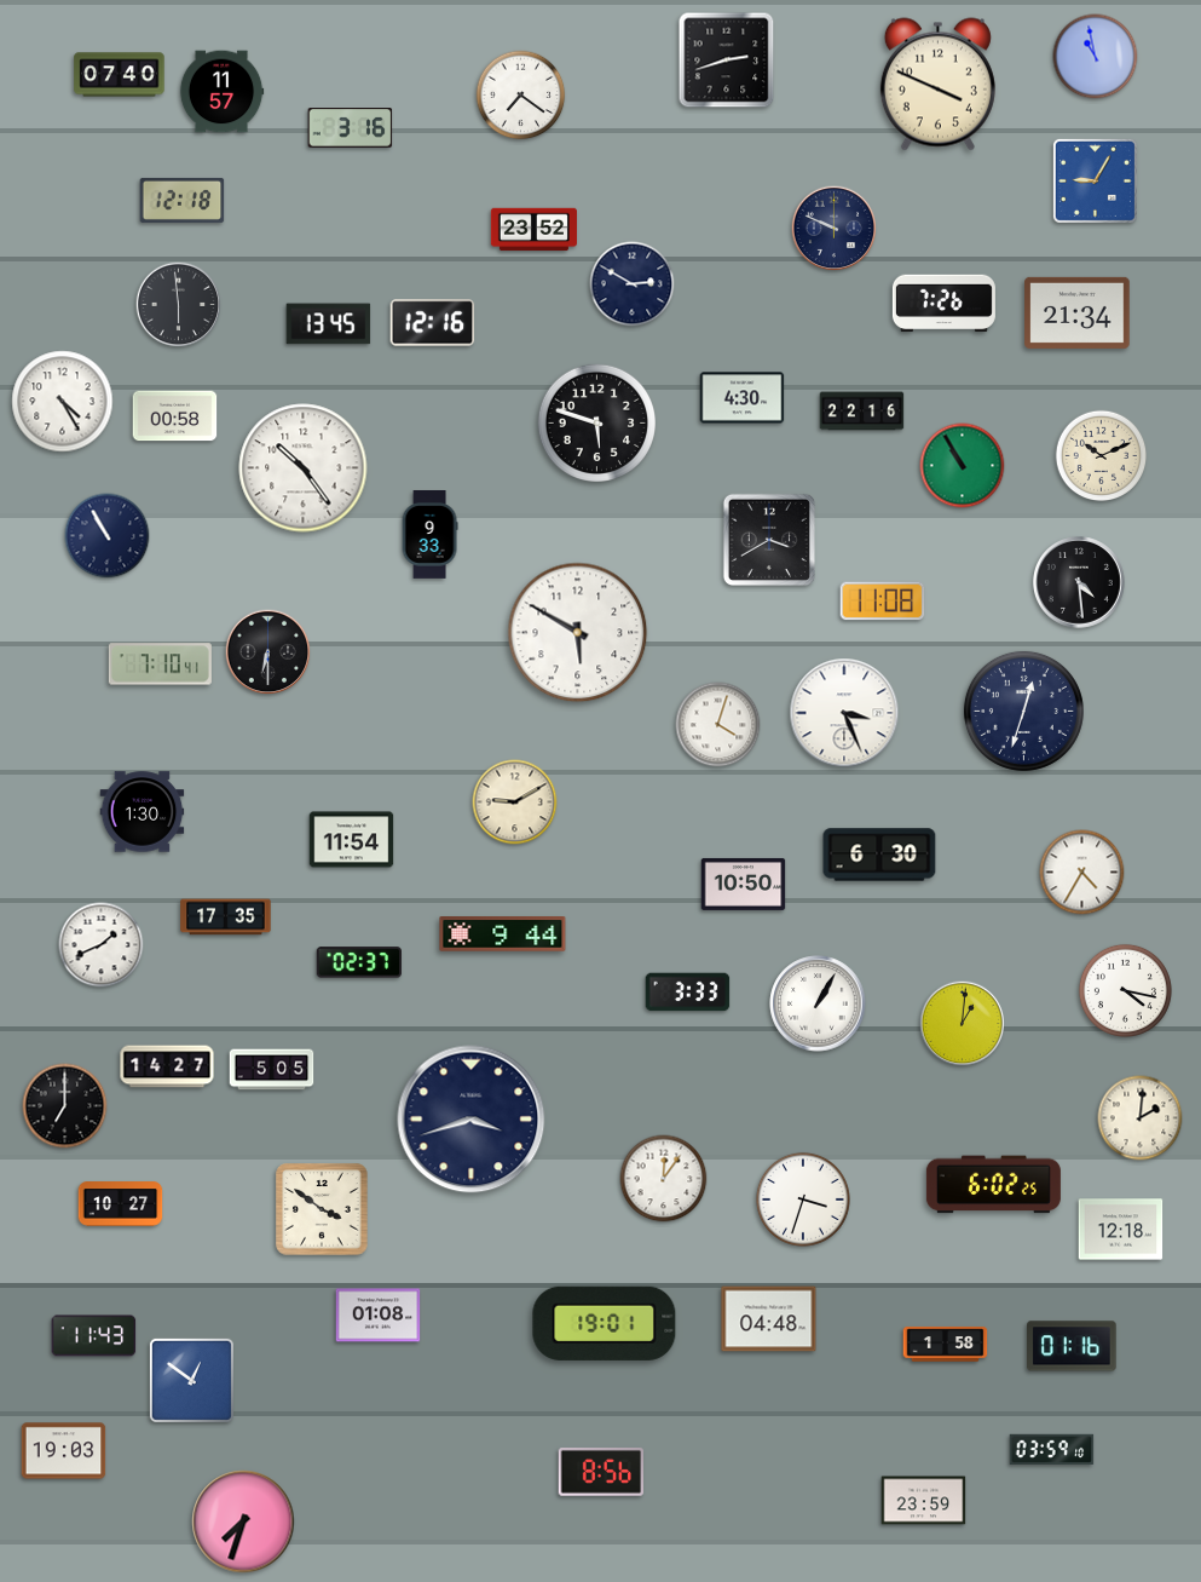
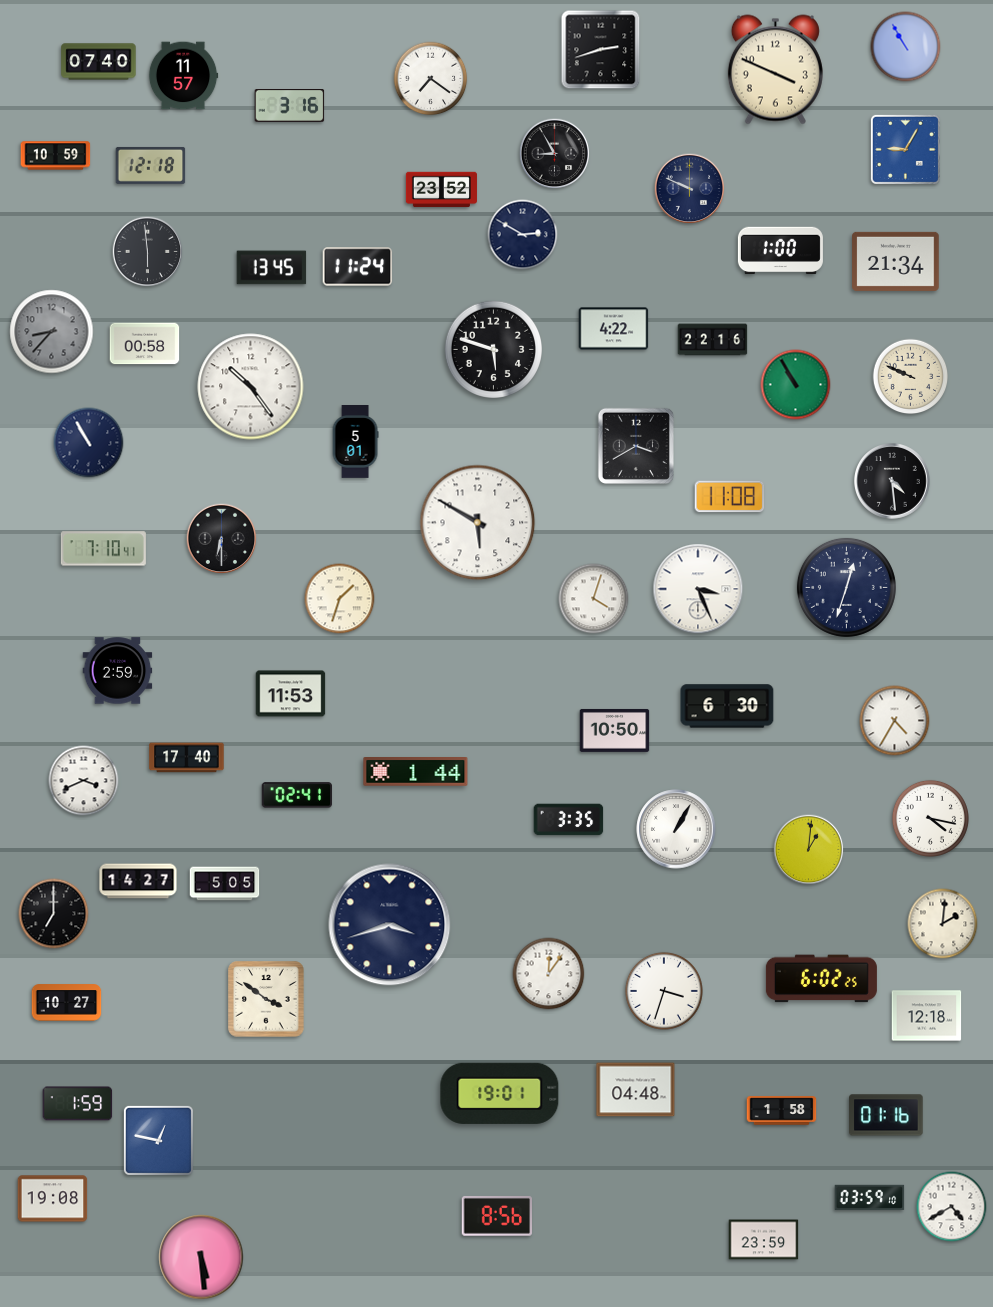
clock at (1096, 57): 10:58 -> 10:55
clock at (555, 154): none -> 8:55
clock at (56, 156): none -> 10:59
clock at (943, 304): 7:26 -> 1:00
clock at (1078, 312) position: (1078, 312) -> (896, 261)
clock at (433, 323): 12:16 -> 11:24
clock at (743, 398): 4:30 -> 4:22
clock at (63, 402): 4:25 -> 8:37
clock at (63, 402) dial: white -> grey
clock at (1102, 456): 10:11 -> 9:49
clock at (429, 535): 9:33 -> 5:01
clock at (160, 665) position: (160, 665) -> (103, 549)
clock at (340, 599): none -> 1:33
clock at (515, 802): 9:10 -> none
clock at (143, 812): 1:30 -> 2:59
clock at (352, 840): 11:54 -> 11:53
clock at (226, 917): 17:35 -> 17:40
clock at (503, 934): 9:44 -> 1:44
clock at (102, 945): 1:41 -> 3:41
clock at (358, 962): 02:37 -> 02:41
clock at (688, 993): 3:33 -> 3:35
clock at (963, 1024) position: (963, 1024) -> (809, 850)
clock at (121, 1204) position: (121, 1204) -> (67, 1003)
clock at (379, 1316): 01:08 -> none
clock at (94, 1336): 11:43 -> 1:59
clock at (1072, 1346) position: (1072, 1346) -> (886, 1115)
clock at (191, 1380): 12:51 -> 12:47
clock at (64, 1451): 19:03 -> 19:08
clock at (952, 1207): none -> 4:40
clock at (243, 1521): 7:33 -> 5:29
